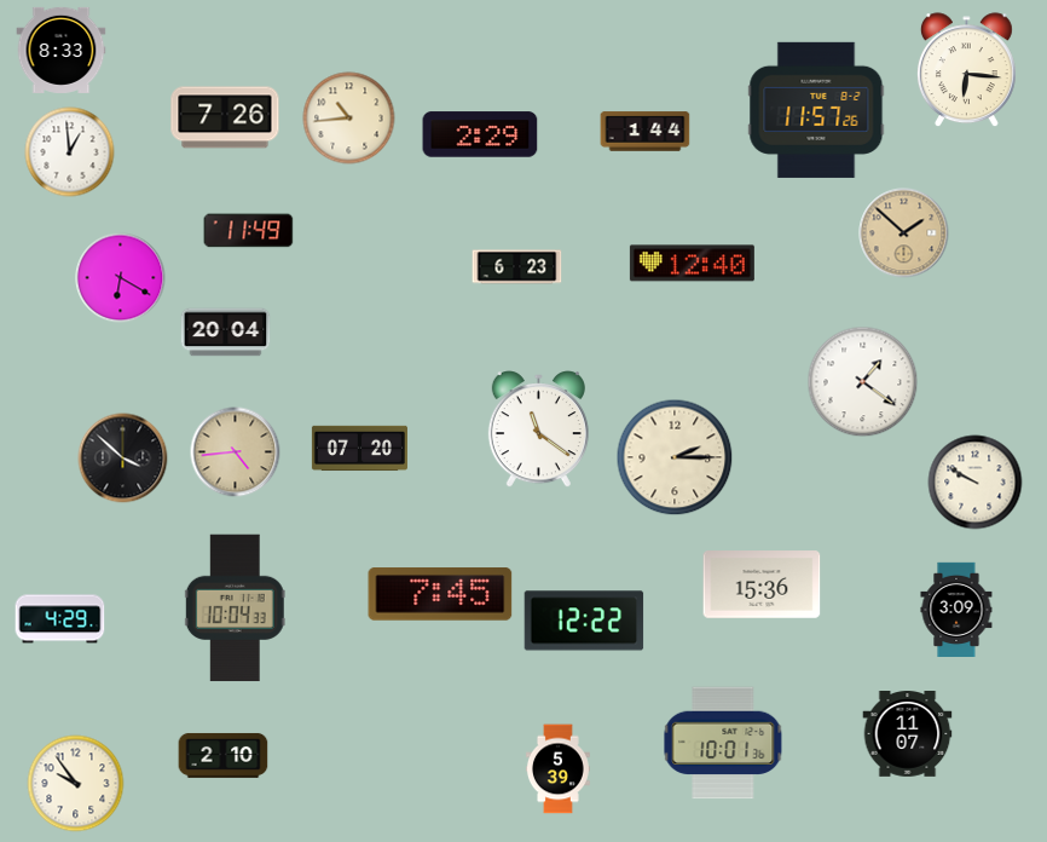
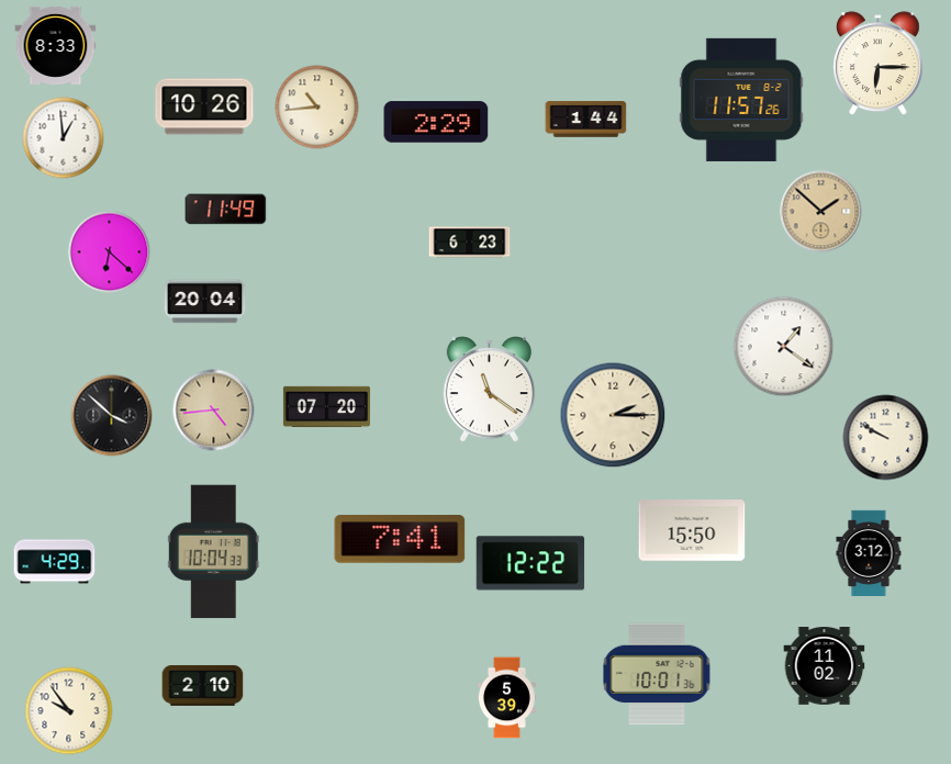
clock at (966, 70): 6:16 -> 6:15
clock at (225, 117): 7:26 -> 10:26
clock at (692, 264): 12:40 -> none
clock at (121, 278): 6:20 -> 6:22
clock at (762, 584): 15:36 -> 15:50
clock at (440, 594): 7:45 -> 7:41
clock at (956, 609): 3:09 -> 3:12
clock at (908, 734): 11:07 -> 11:02
